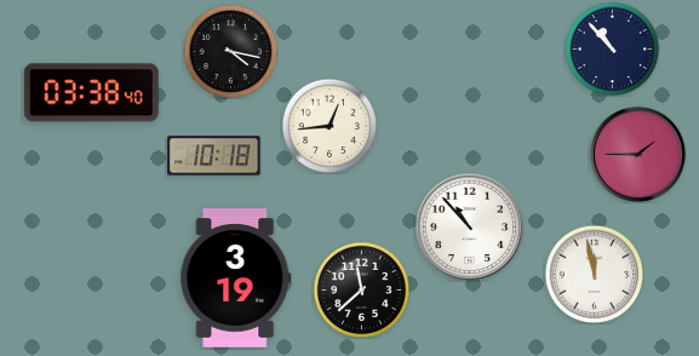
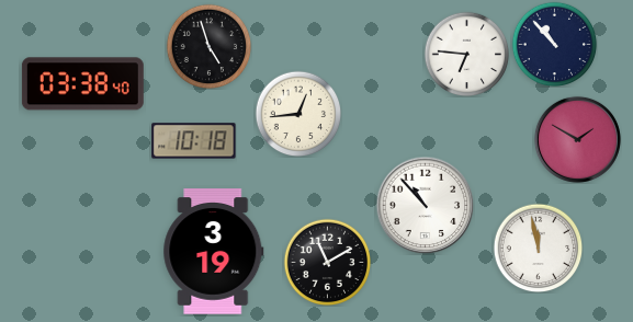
clock at (230, 51): 4:17 -> 4:57
clock at (466, 54): none -> 6:46
clock at (637, 154): 1:45 -> 1:50
clock at (361, 289): 11:38 -> 11:10
